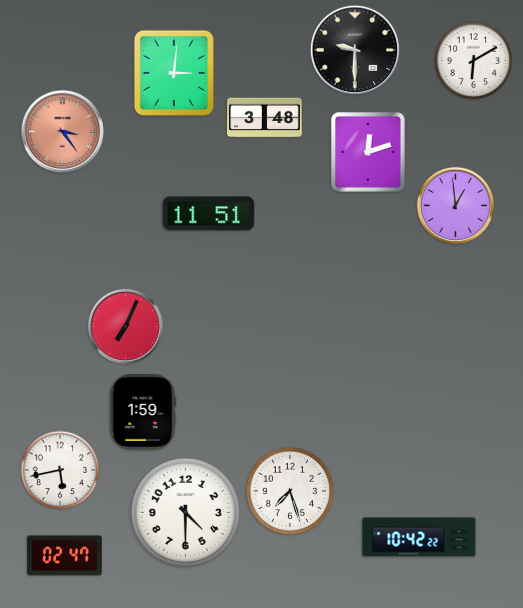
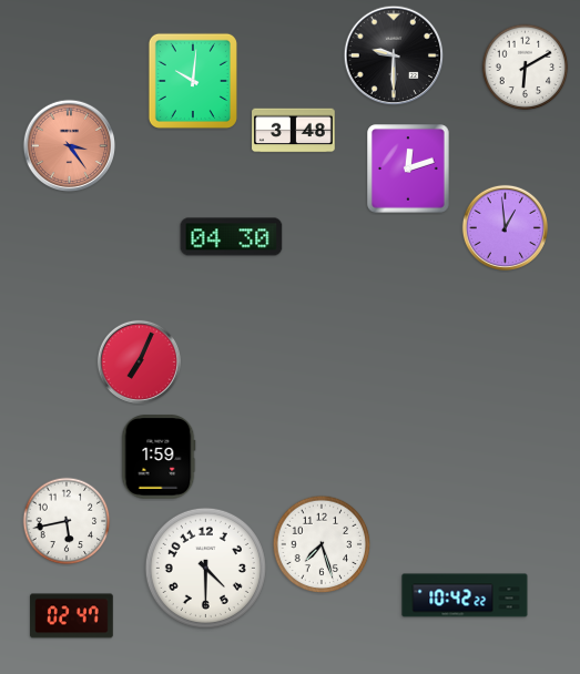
clock at (174, 73): 3:01 -> 10:01
clock at (209, 214): 11:51 -> 04:30
